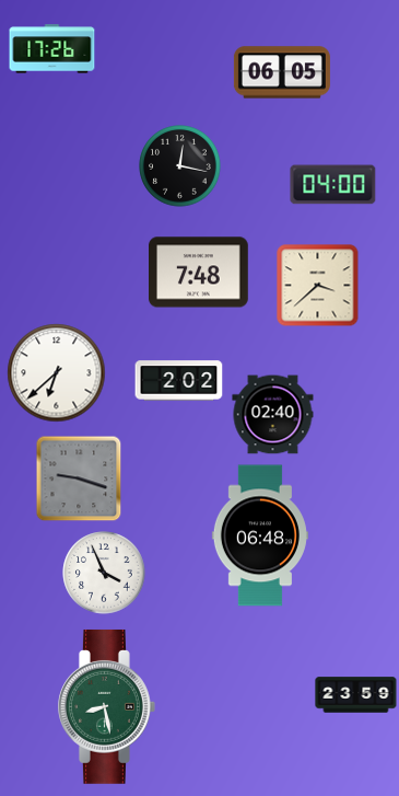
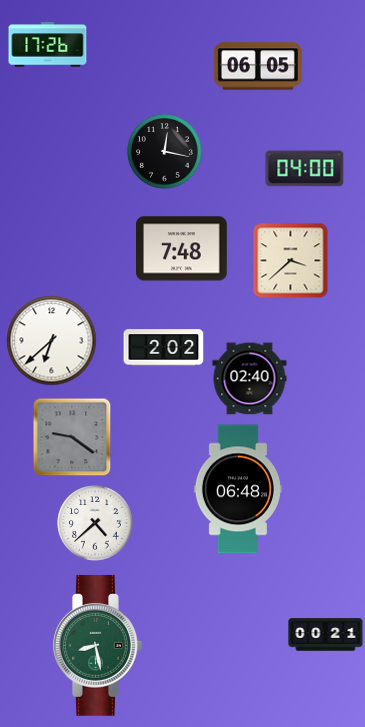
clock at (79, 478): 9:18 -> 9:21
clock at (104, 573): 3:56 -> 4:38
clock at (356, 695): 23:59 -> 00:21
